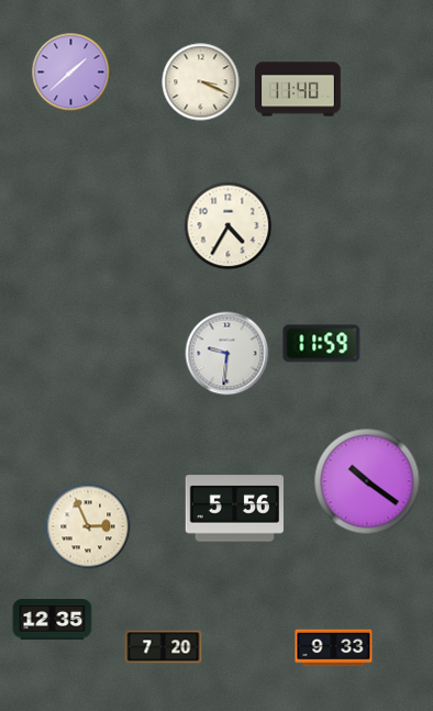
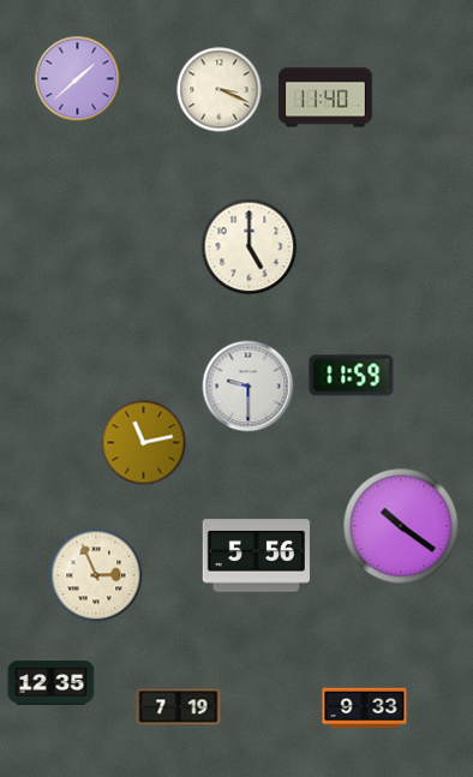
clock at (229, 226): 4:35 -> 5:00
clock at (227, 354): 9:31 -> 9:30
clock at (144, 443): none -> 11:13
clock at (53, 620) position: (53, 620) -> (52, 683)
clock at (164, 647): 7:20 -> 7:19
